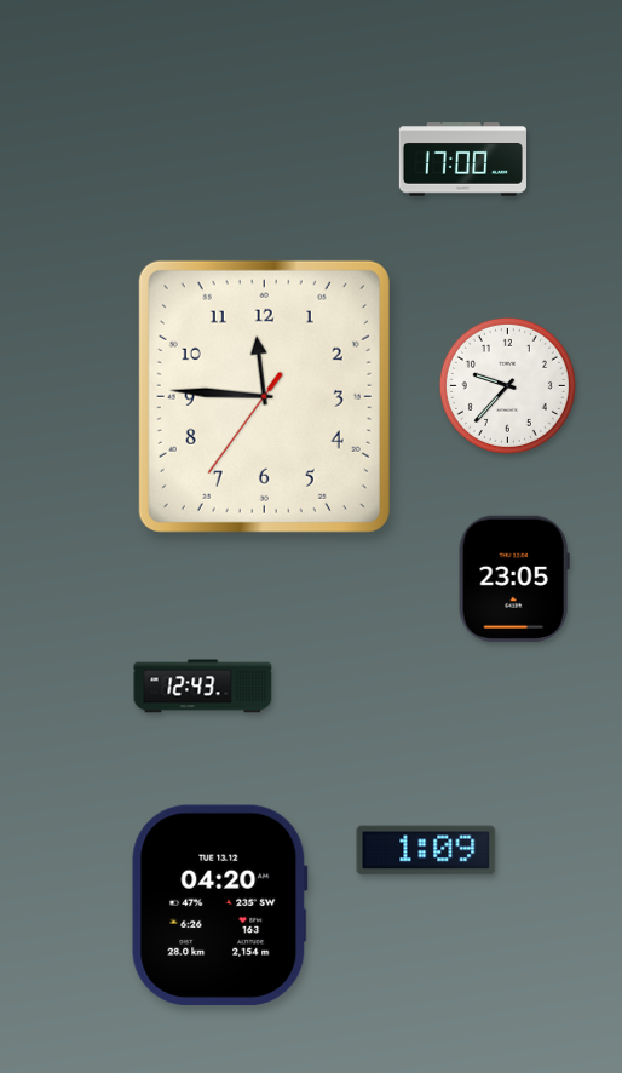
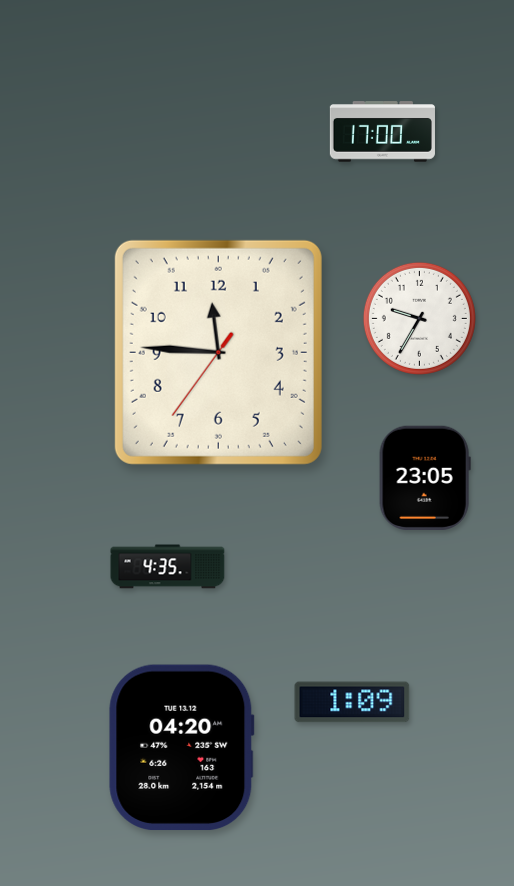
clock at (507, 385): 9:37 -> 9:35
clock at (264, 396) position: (264, 396) -> (218, 352)
clock at (203, 687): 12:43 -> 4:35
